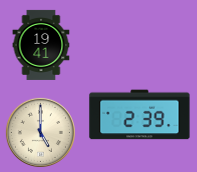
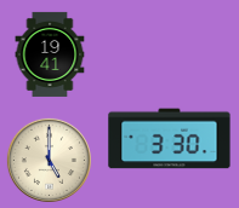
clock at (140, 115): 2:39 -> 3:30
